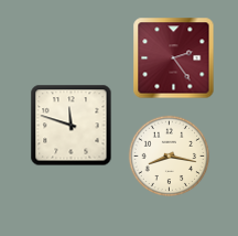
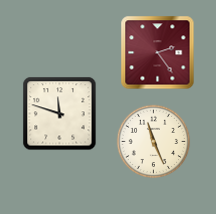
clock at (72, 126) position: (72, 126) -> (60, 114)
clock at (170, 157): 8:17 -> 11:26
